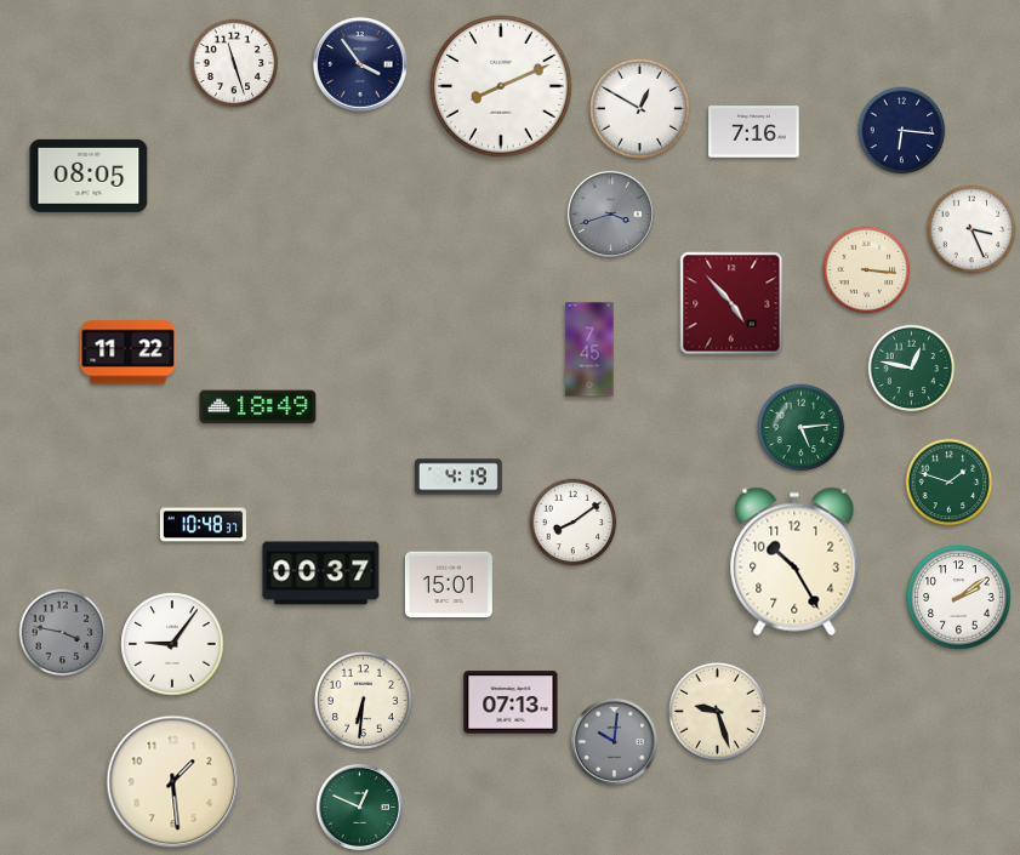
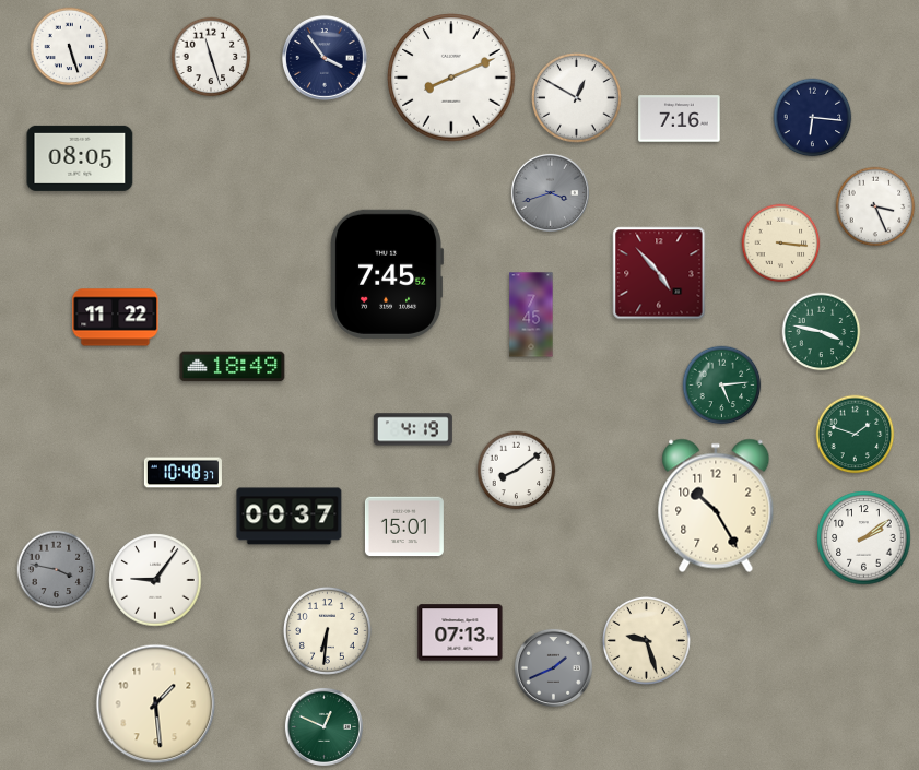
clock at (70, 47): none -> 5:27
clock at (386, 274): none -> 7:45
clock at (912, 369): 12:47 -> 3:47
clock at (614, 741): 10:01 -> 1:41
